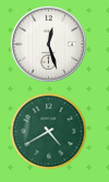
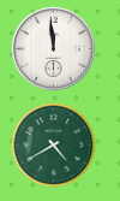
clock at (48, 44): 12:27 -> 11:59
